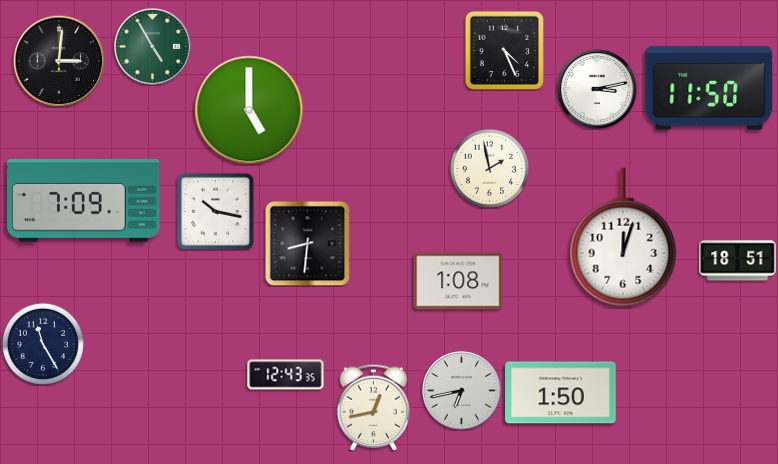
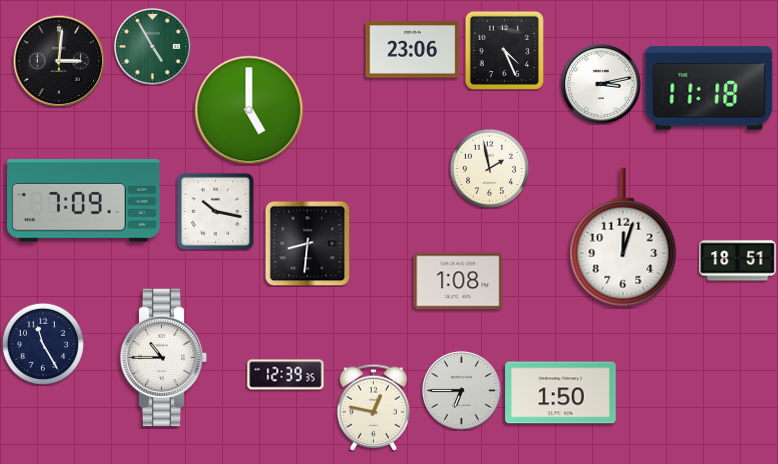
clock at (413, 50): none -> 23:06
clock at (709, 88): 11:50 -> 11:18
clock at (597, 89) position: (597, 89) -> (601, 84)
clock at (164, 358): none -> 10:45
clock at (286, 375): 12:43 -> 12:39
clock at (462, 391): 6:43 -> 6:45
clock at (373, 407): 12:43 -> 12:47
